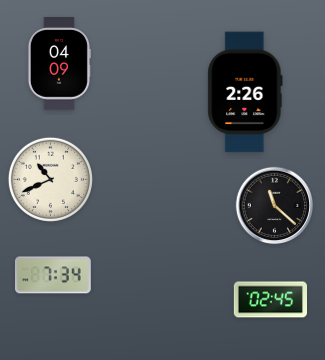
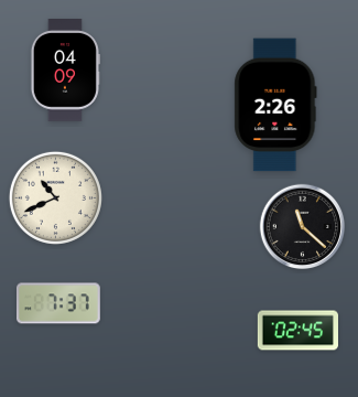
clock at (245, 92) position: (245, 92) -> (275, 105)
clock at (53, 275): 7:34 -> 7:37
